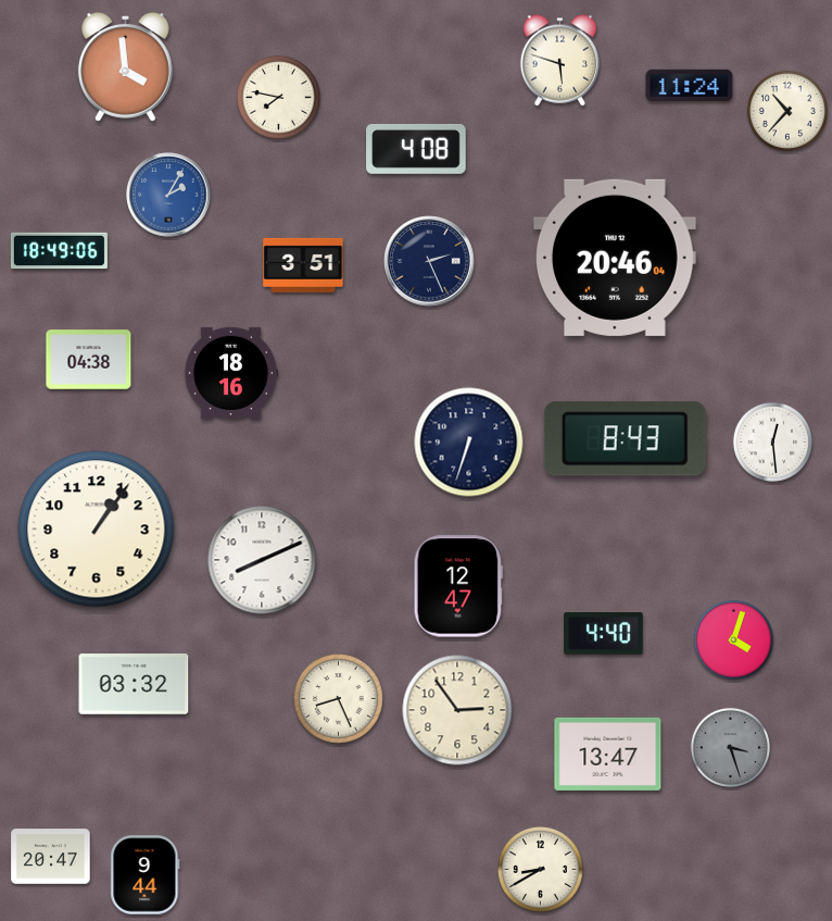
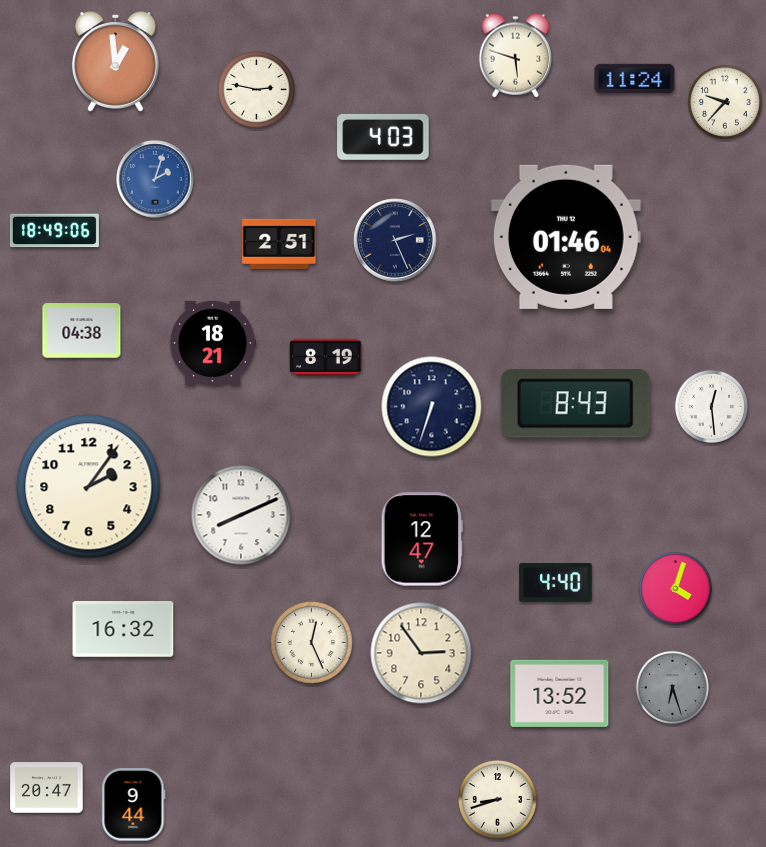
clock at (125, 67): 3:59 -> 12:59
clock at (278, 97): 7:47 -> 2:47
clock at (787, 111): 10:37 -> 9:37
clock at (416, 149): 4:08 -> 4:03
clock at (168, 195): 2:05 -> 2:03
clock at (615, 258): 20:46 -> 01:46
clock at (303, 265): 3:51 -> 2:51
clock at (230, 373): 18:16 -> 18:21
clock at (326, 358): none -> 8:19
clock at (97, 530): 1:06 -> 2:06
clock at (134, 685): 03:32 -> 16:32
clock at (339, 699): 8:26 -> 12:26
clock at (730, 747): 3:27 -> 6:27
clock at (608, 754): 13:47 -> 13:52
clock at (540, 869): 8:40 -> 8:42
